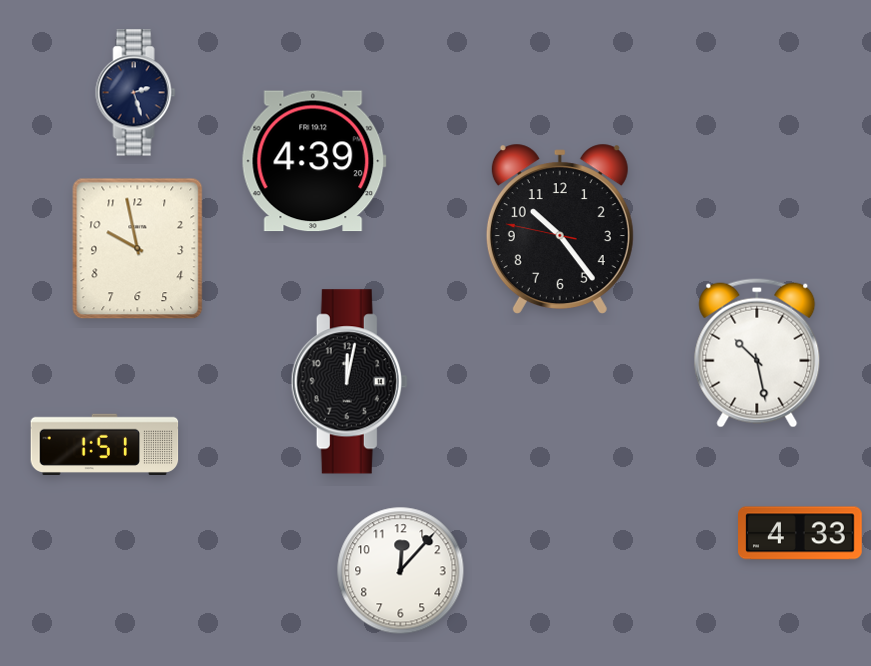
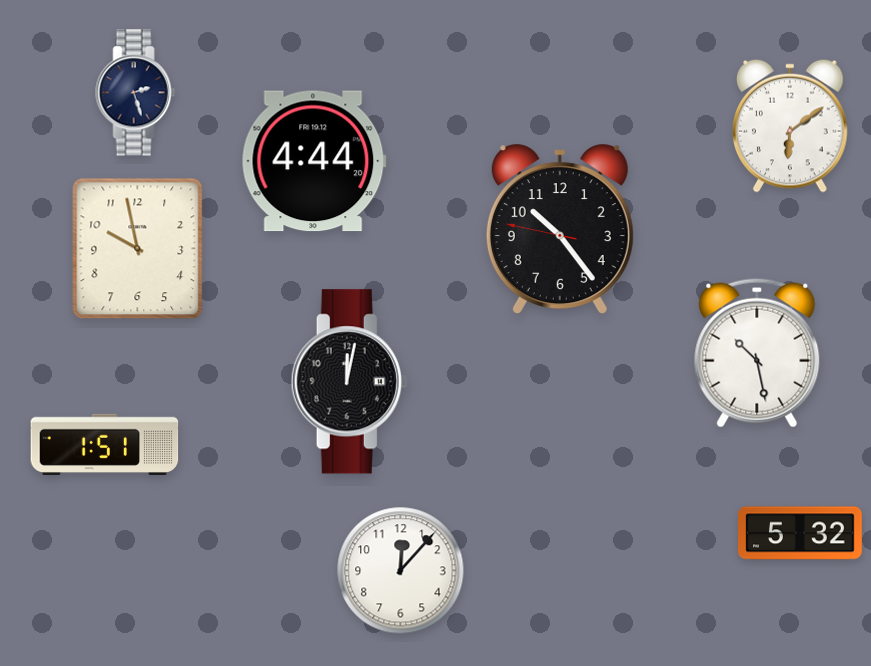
clock at (791, 126): none -> 6:09
clock at (314, 161): 4:39 -> 4:44
clock at (800, 533): 4:33 -> 5:32
